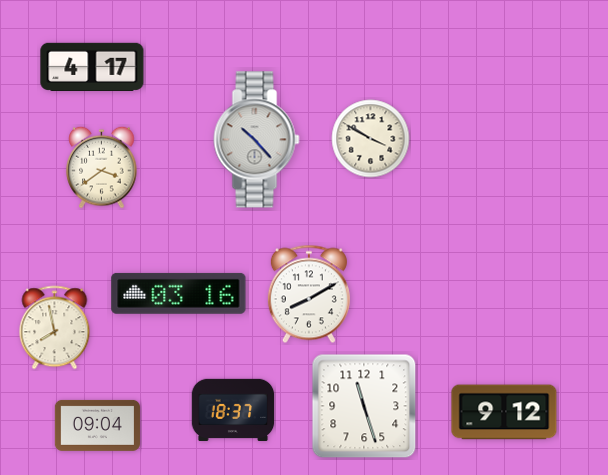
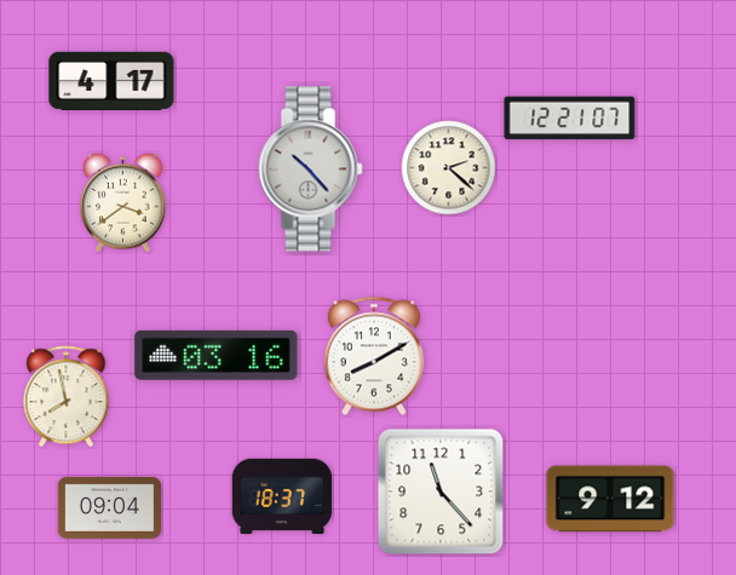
clock at (570, 119): none -> 12:21
clock at (371, 139): 3:50 -> 2:22
clock at (364, 406): 11:27 -> 11:23
clock at (97, 425) position: (97, 425) -> (109, 507)
